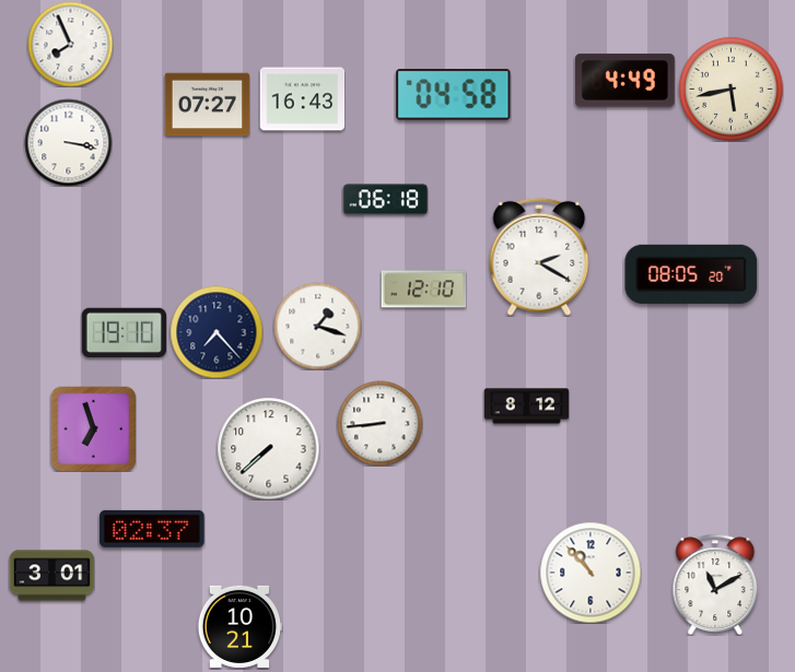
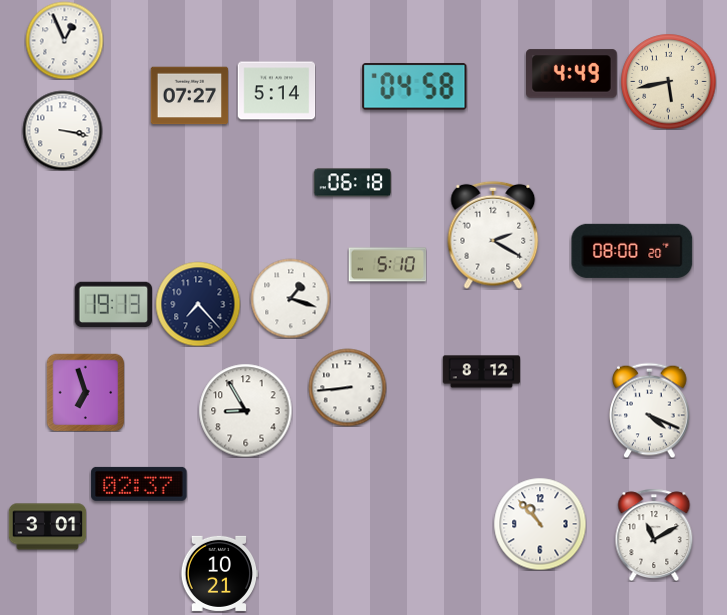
clock at (70, 44): 7:56 -> 12:56
clock at (302, 99): 16:43 -> 5:14
clock at (691, 274): 08:05 -> 08:00
clock at (423, 290): 12:10 -> 5:10
clock at (124, 332): 19:10 -> 19:13
clock at (268, 448): 7:38 -> 8:55
clock at (650, 410): none -> 4:19
